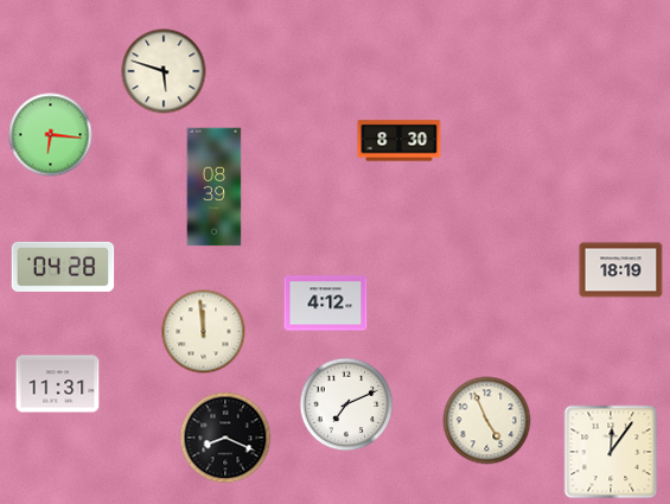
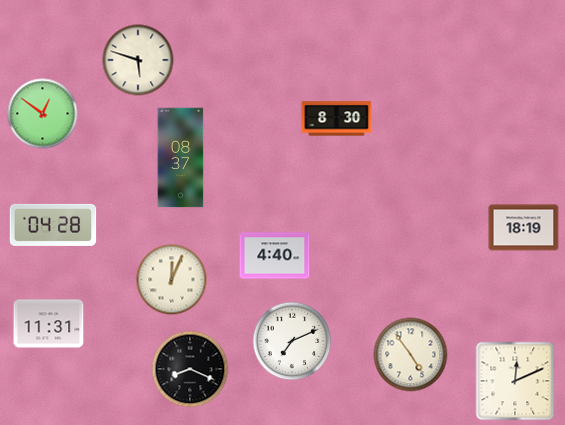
clock at (51, 135): 6:16 -> 12:51
clock at (215, 187): 08:39 -> 08:37
clock at (326, 304): 4:12 -> 4:40
clock at (204, 332): 11:59 -> 12:04
clock at (487, 421): 4:56 -> 4:54
clock at (611, 452): 12:06 -> 12:11
